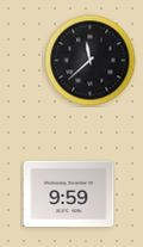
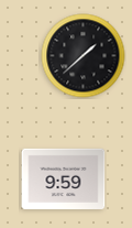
clock at (91, 61): 11:38 -> 1:38
